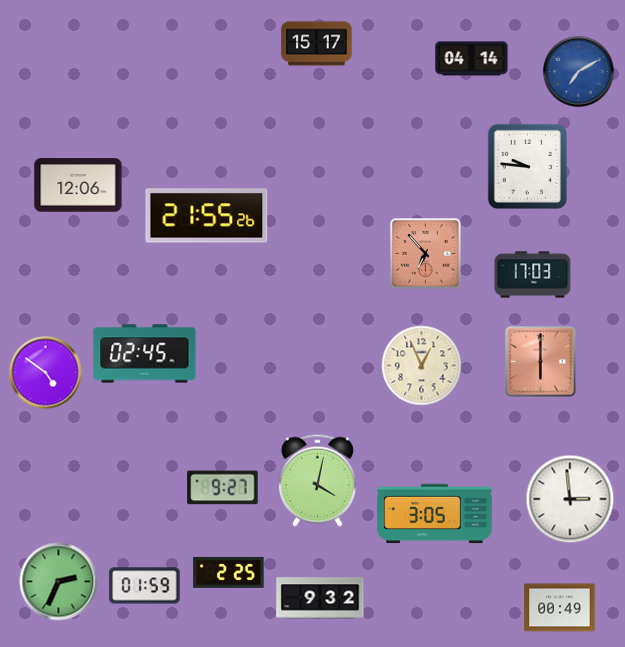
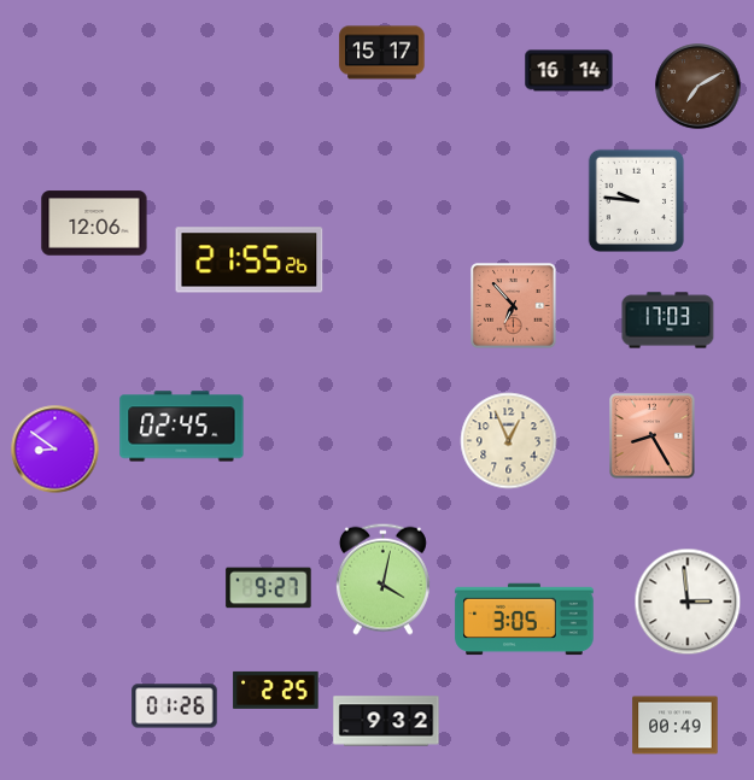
clock at (472, 59): 04:14 -> 16:14
clock at (579, 72) dial: blue -> brown
clock at (533, 275) position: (533, 275) -> (668, 321)
clock at (145, 354) position: (145, 354) -> (182, 427)
clock at (541, 362): 6:00 -> 8:25
clock at (46, 373): 4:51 -> 8:51
clock at (59, 582): 2:34 -> none
clock at (145, 586): 01:59 -> 01:26
clock at (560, 608) position: (560, 608) -> (676, 726)
